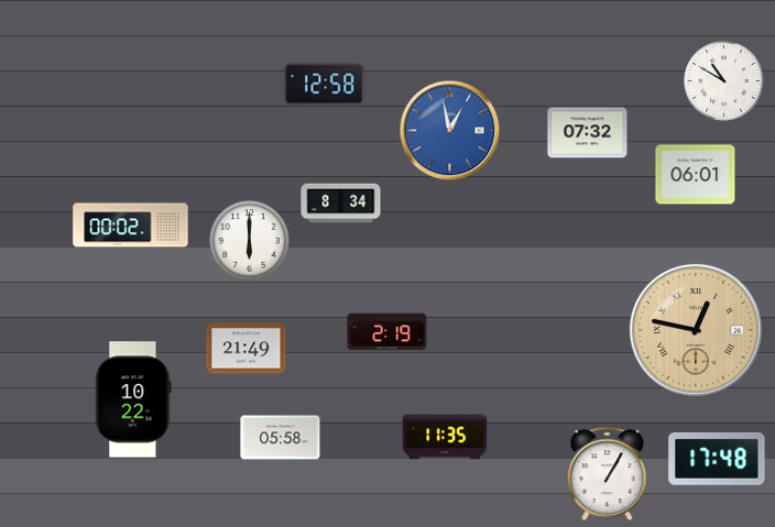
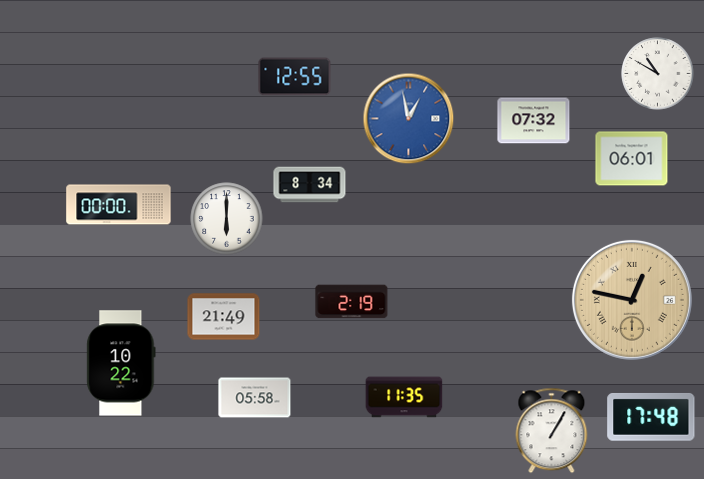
clock at (325, 85): 12:58 -> 12:55
clock at (131, 226): 00:02 -> 00:00
